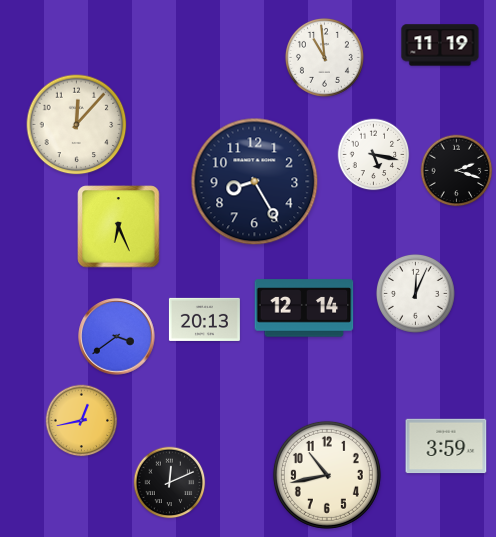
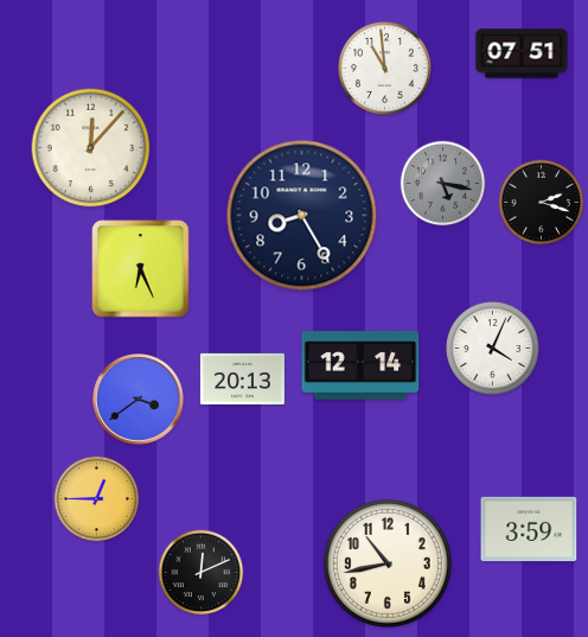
clock at (440, 45): 11:19 -> 07:51
clock at (374, 155) dial: white -> grey
clock at (415, 293): 12:04 -> 4:04
clock at (82, 421): 12:43 -> 12:45
